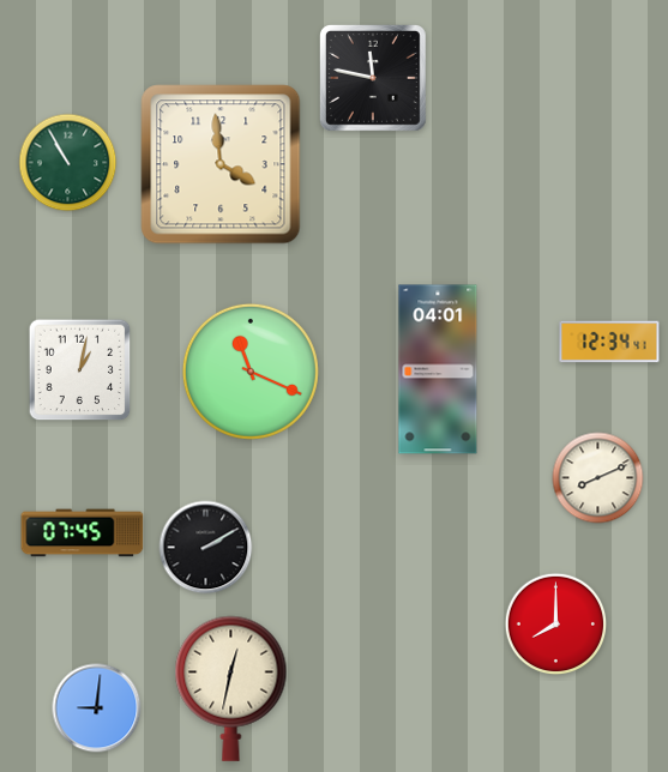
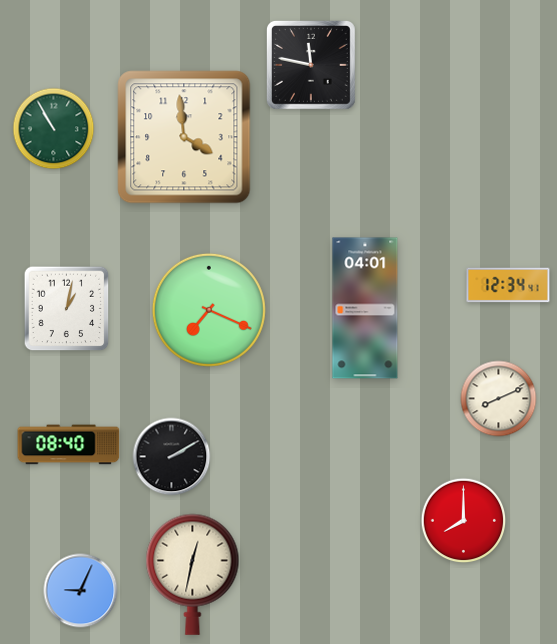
clock at (68, 163) position: (68, 163) -> (54, 129)
clock at (251, 372): 11:19 -> 7:19
clock at (83, 533): 07:45 -> 08:40
clock at (97, 708): 9:01 -> 9:04
